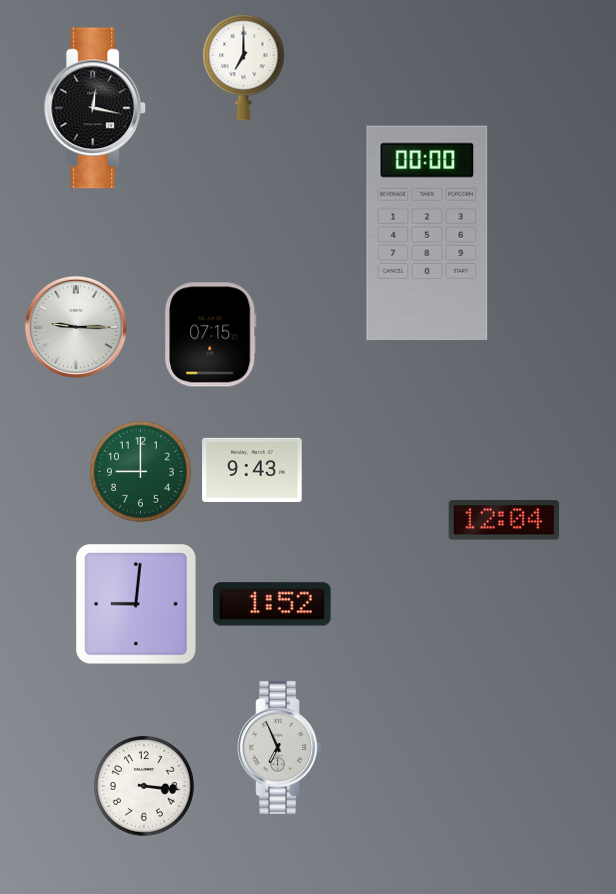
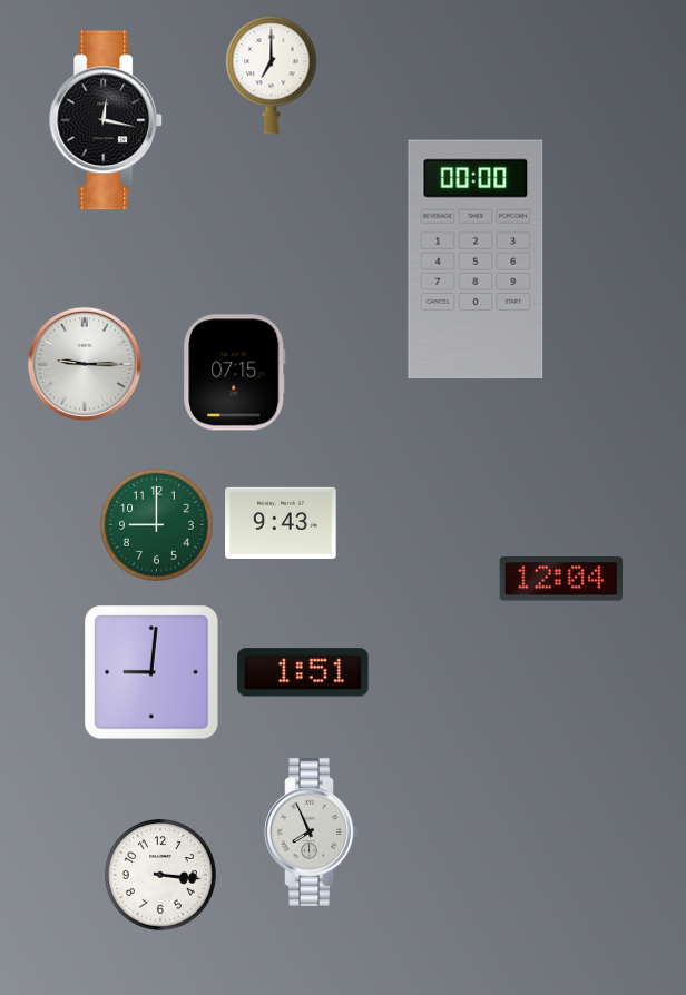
clock at (272, 604): 1:52 -> 1:51
clock at (279, 747): 6:56 -> 7:56
